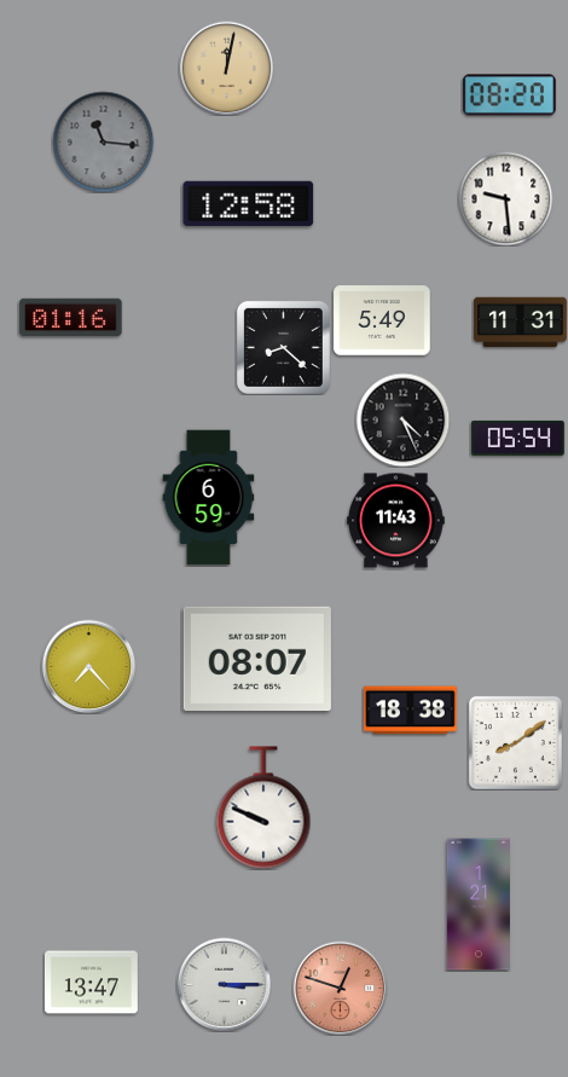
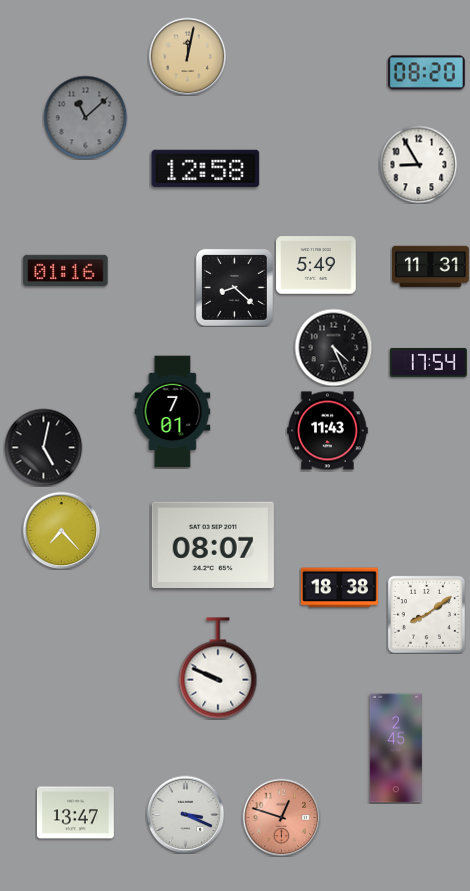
clock at (509, 95) position: (509, 95) -> (426, 73)
clock at (103, 141): 11:16 -> 11:08
clock at (505, 198): 9:29 -> 8:55
clock at (71, 317) position: (71, 317) -> (66, 270)
clock at (517, 438): 05:54 -> 17:54
clock at (209, 498): 6:59 -> 7:01
clock at (43, 447): none -> 5:02
clock at (88, 666) position: (88, 666) -> (61, 530)
clock at (479, 904): 1:21 -> 2:45
clock at (224, 984): 3:15 -> 3:19
